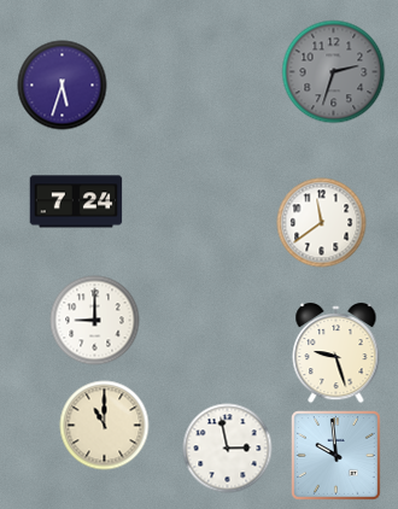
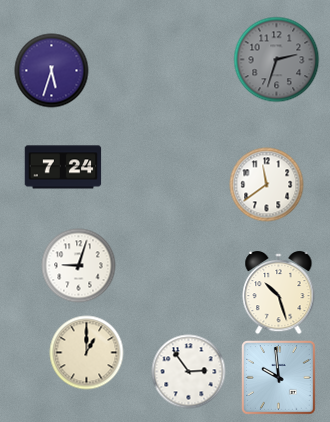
clock at (95, 321): 9:00 -> 9:03
clock at (336, 353): 9:27 -> 10:27
clock at (105, 426): 11:00 -> 1:00
clock at (228, 449): 2:58 -> 2:54
